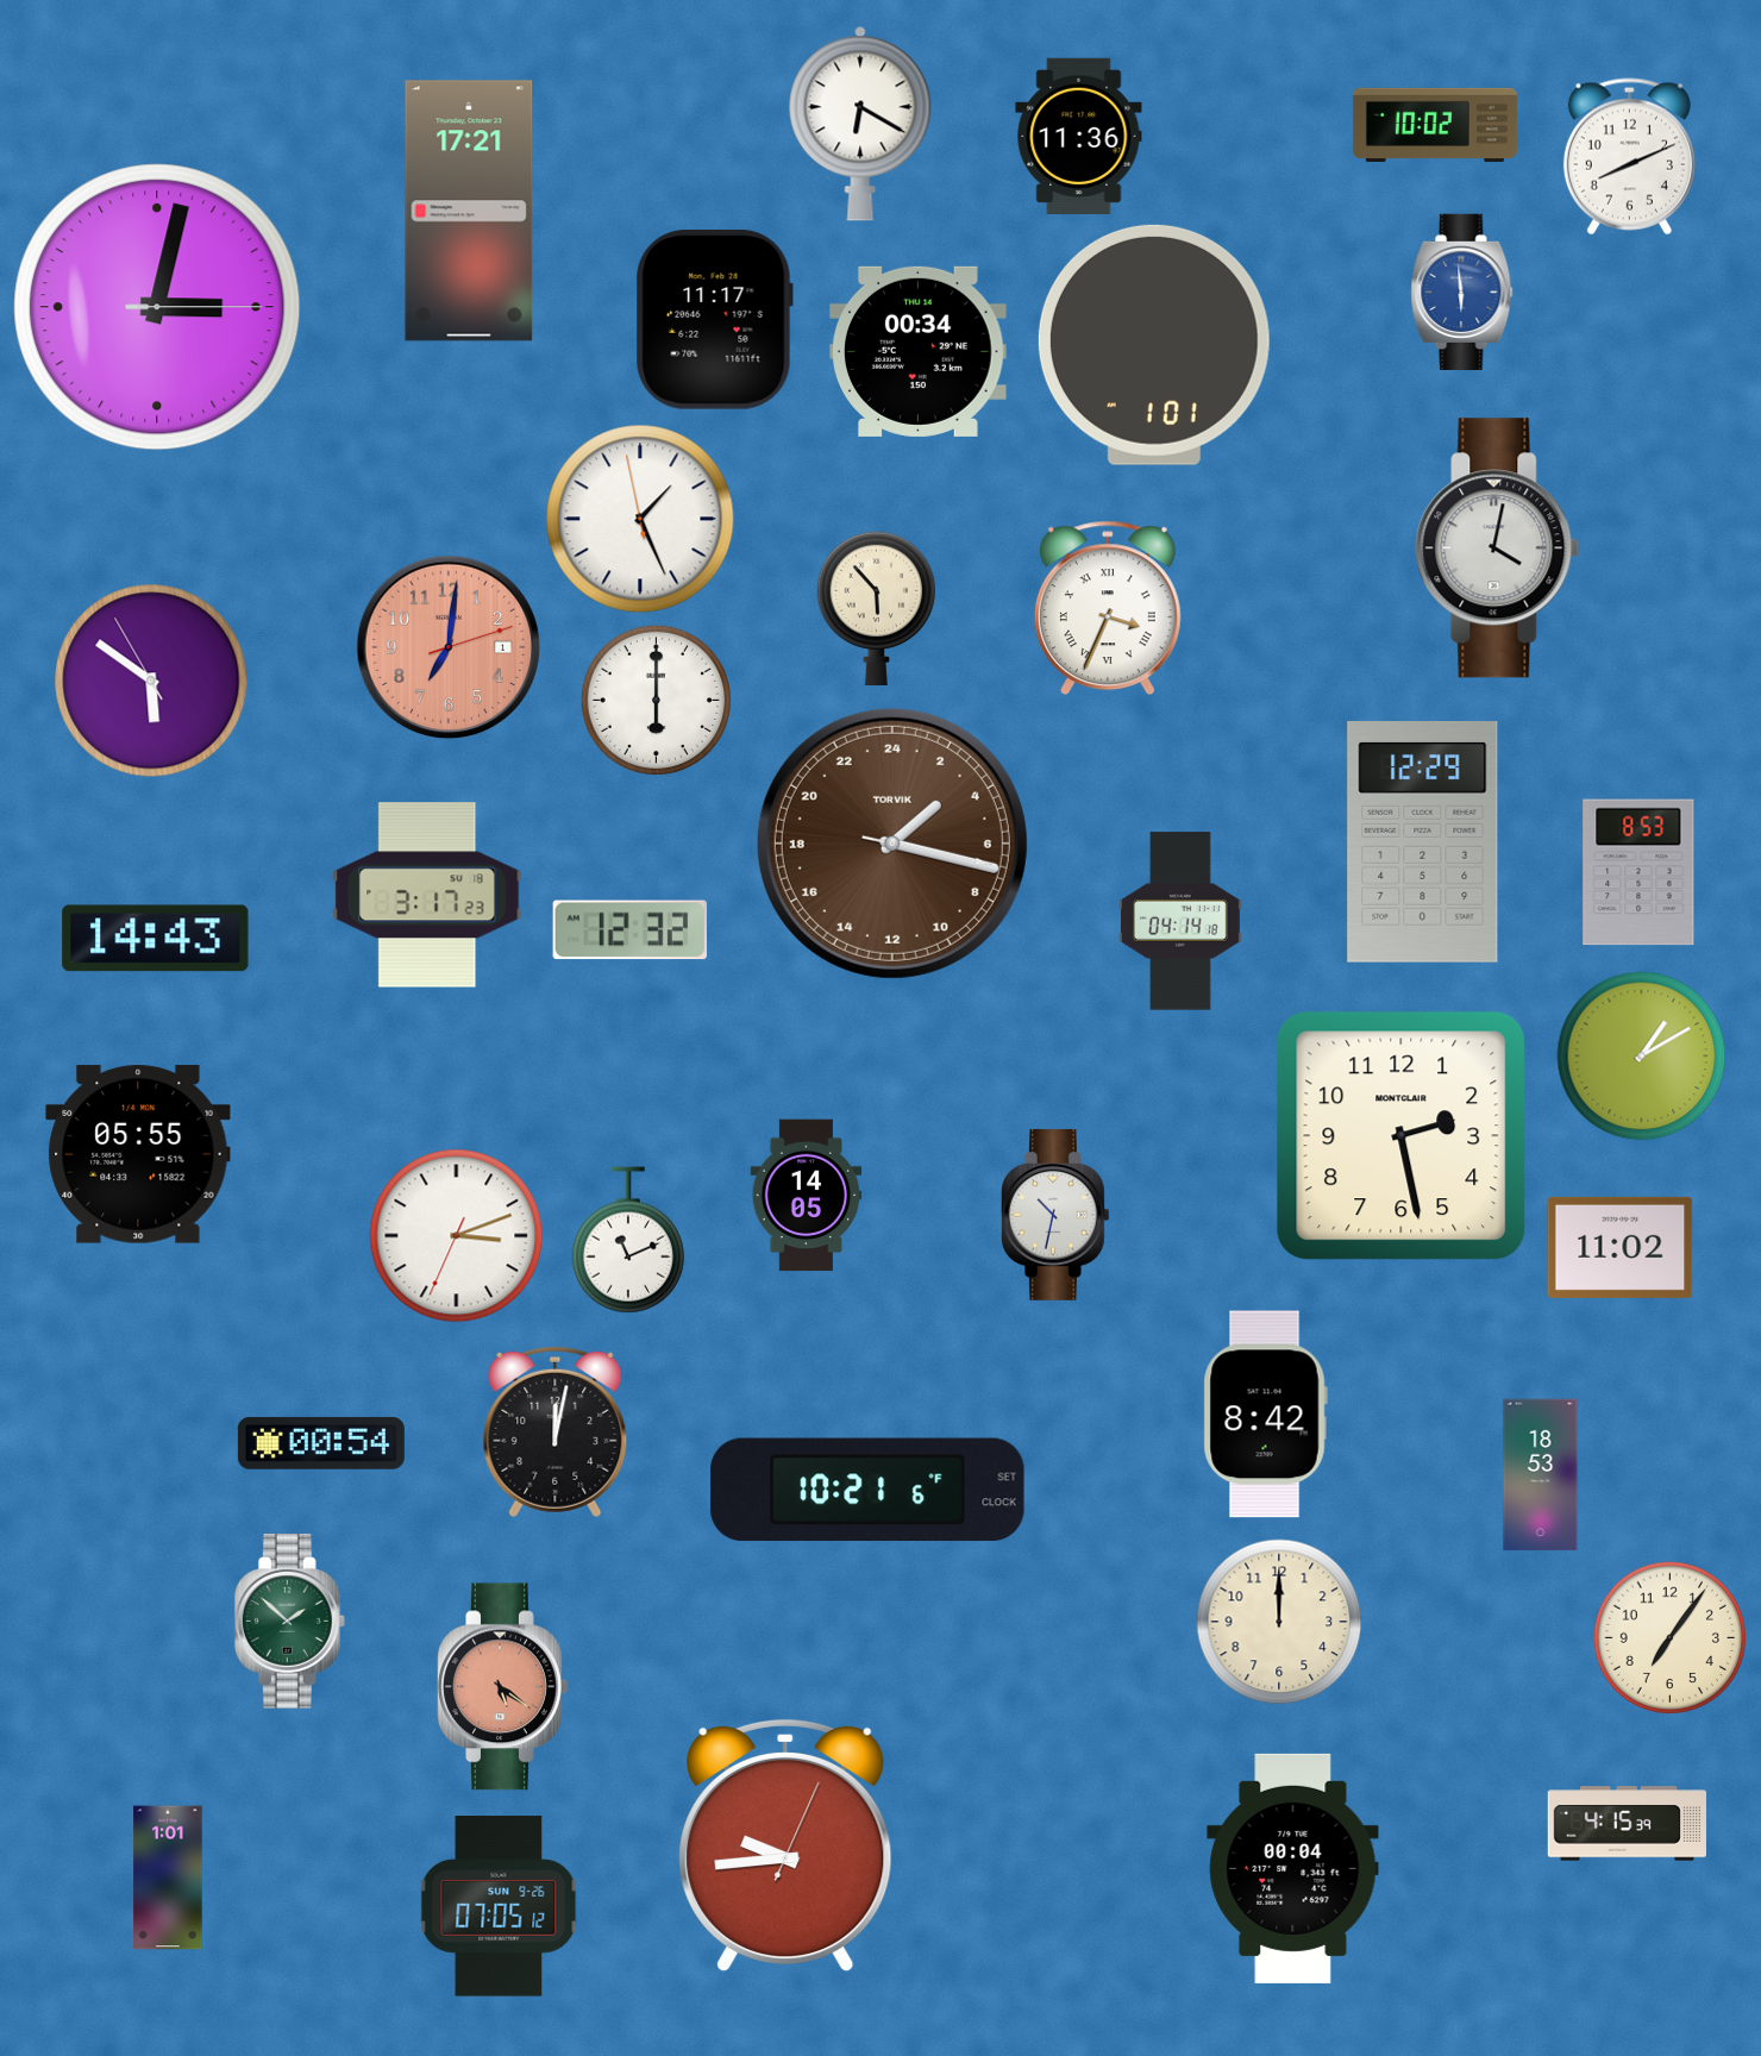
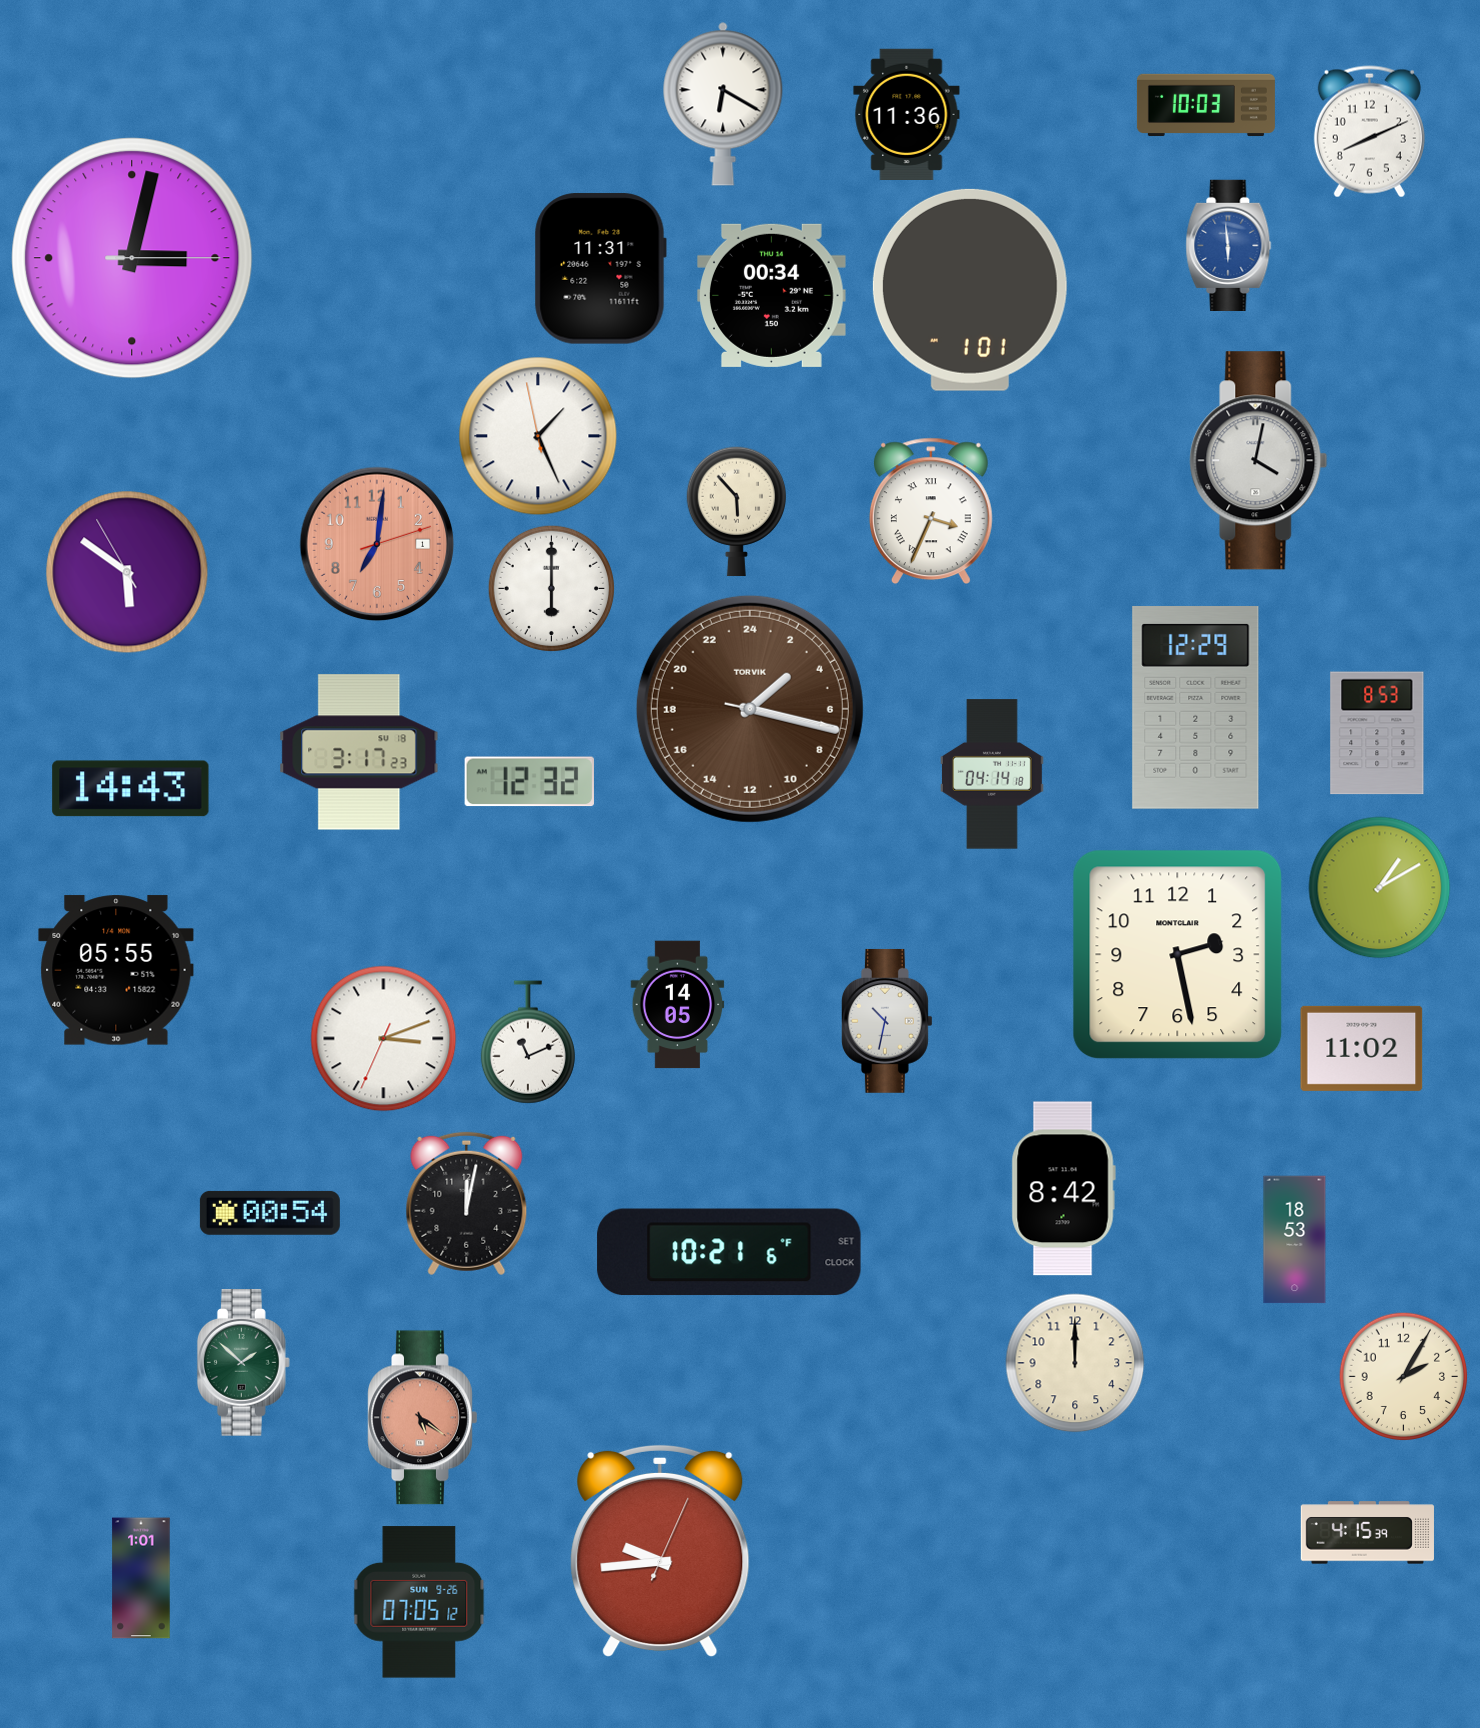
clock at (1435, 125): 10:02 -> 10:03
clock at (469, 211): 17:21 -> none
clock at (714, 320): 11:17 -> 11:31
clock at (1669, 1637): 7:06 -> 2:05
clock at (1293, 1868): 00:04 -> none
